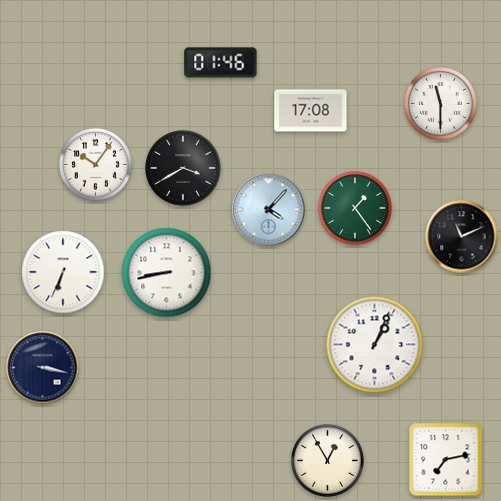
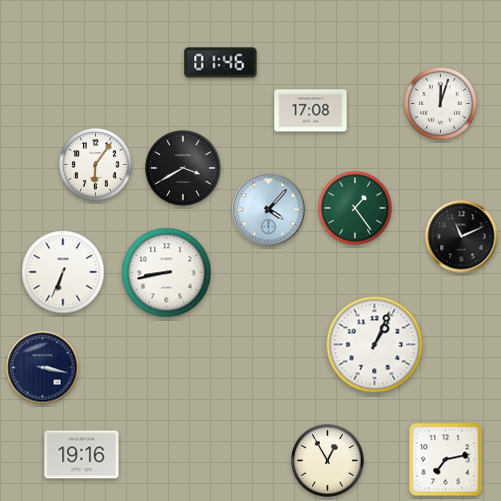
clock at (441, 104): 11:30 -> 12:03
clock at (96, 165): 10:06 -> 6:06
clock at (82, 455): none -> 19:16
